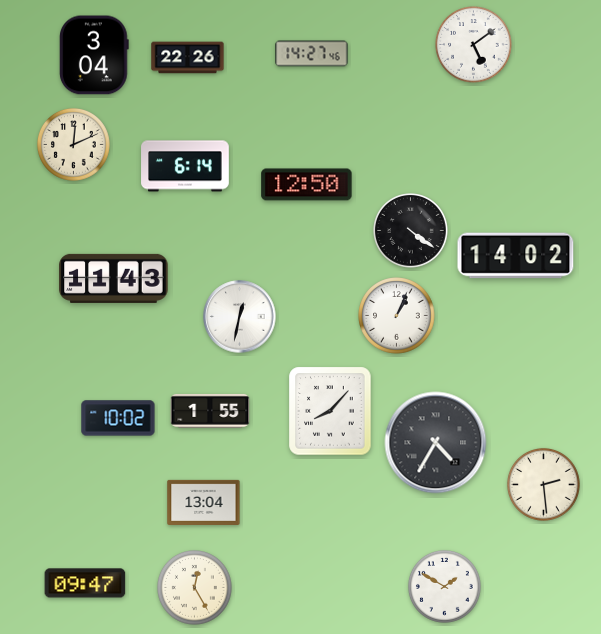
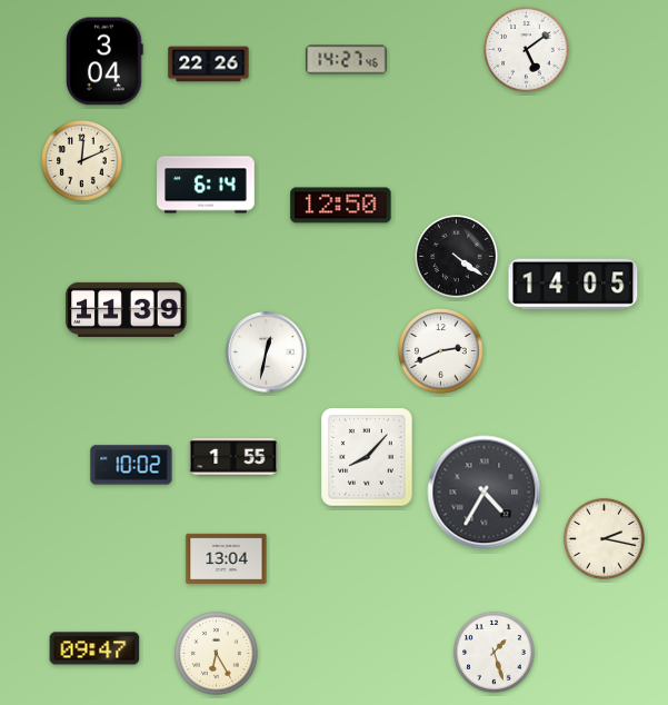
clock at (516, 256): 14:02 -> 14:05
clock at (114, 278): 11:43 -> 11:39
clock at (397, 316): 1:04 -> 2:41
clock at (543, 484): 2:29 -> 2:17
clock at (444, 586): 1:50 -> 1:27
clock at (195, 588): 12:25 -> 6:25
